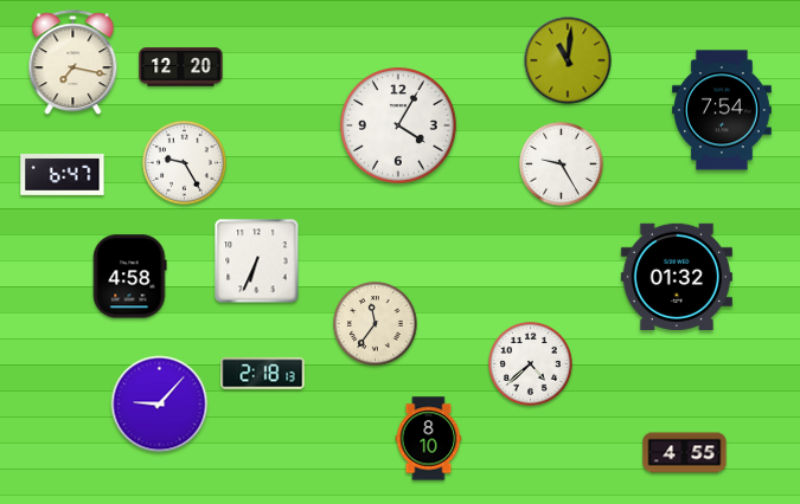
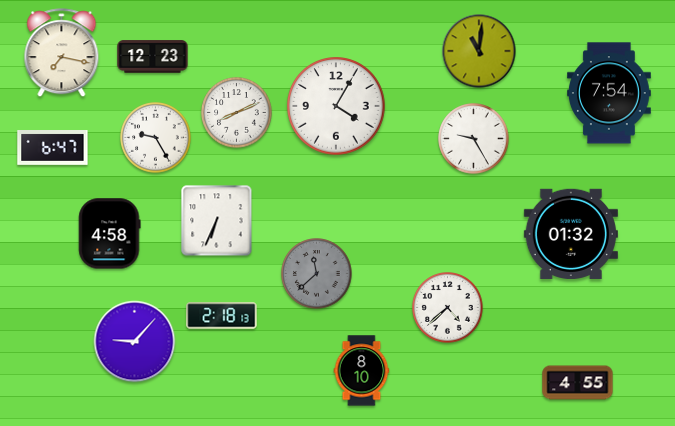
clock at (181, 67): 12:20 -> 12:23
clock at (237, 113): none -> 8:11
clock at (376, 324): 11:36 -> 11:38
clock at (376, 324) dial: cream -> grey
